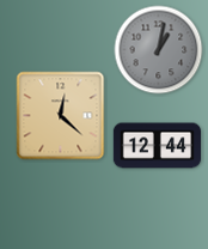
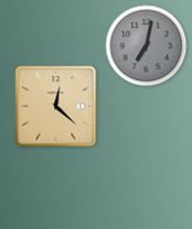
clock at (159, 50): 1:02 -> 7:02
clock at (157, 146): 12:44 -> none
